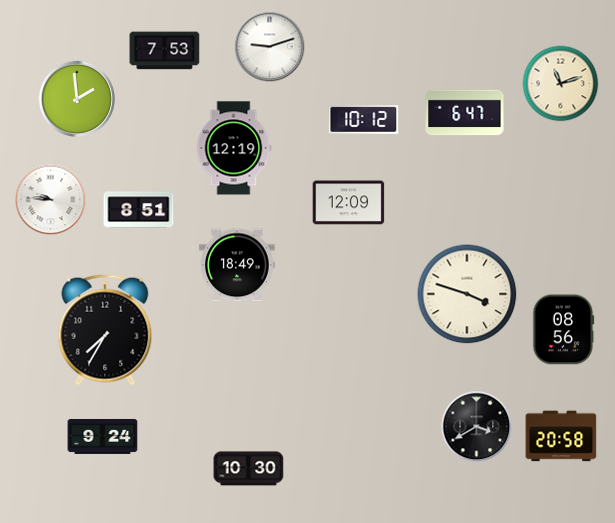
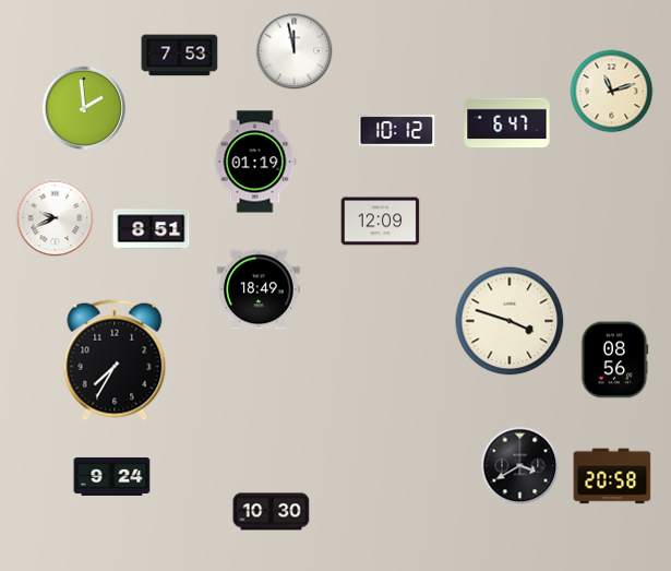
clock at (270, 47): 9:12 -> 11:58
clock at (234, 148): 12:19 -> 01:19
clock at (51, 200): 9:46 -> 9:41
